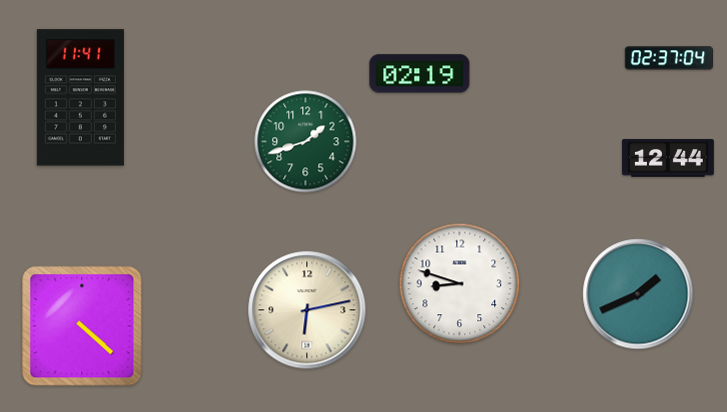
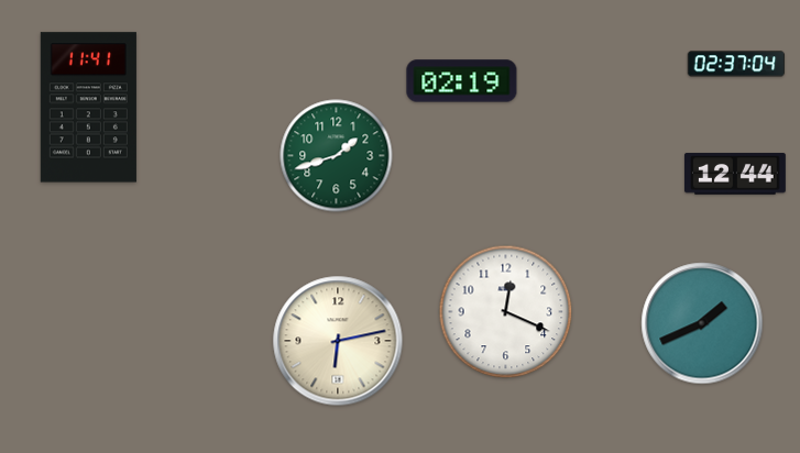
clock at (460, 284): 8:48 -> 12:19
clock at (82, 326): 4:22 -> none
